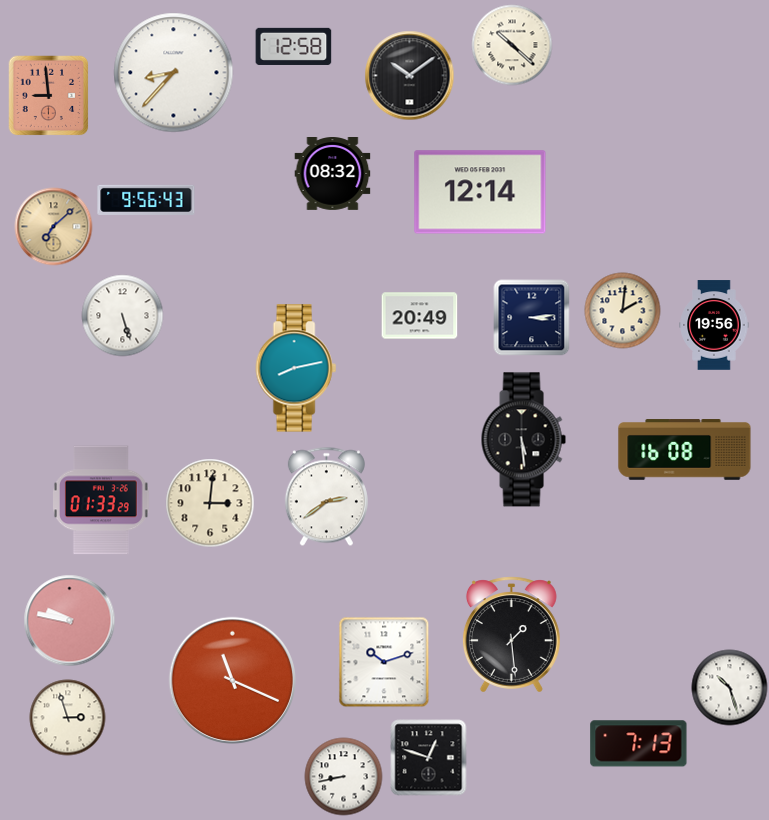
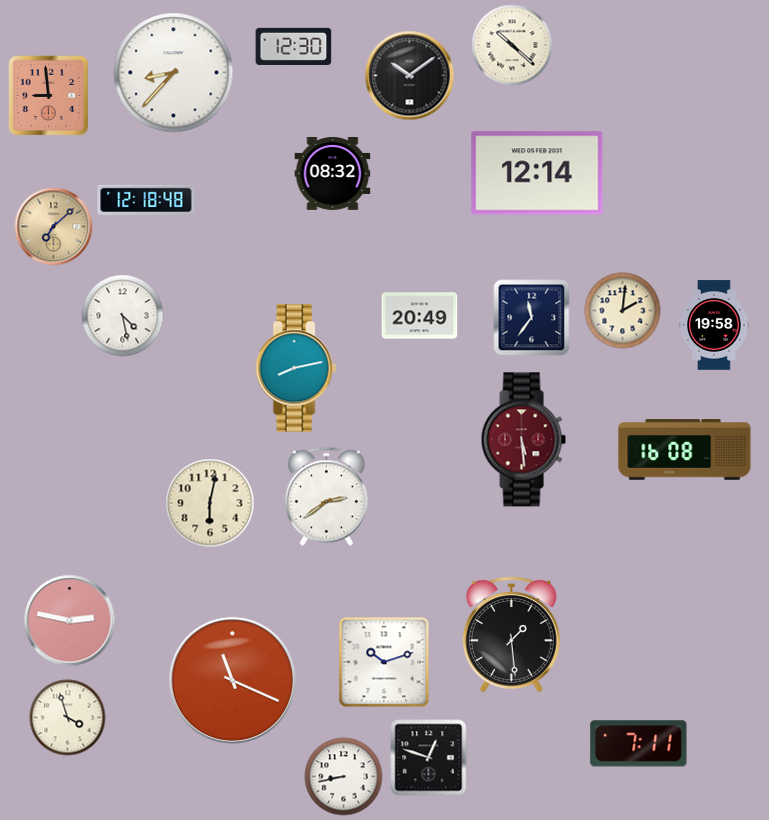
clock at (294, 46): 12:58 -> 12:30
clock at (480, 192) position: (480, 192) -> (537, 173)
clock at (146, 200): 9:56 -> 12:18
clock at (123, 316): 5:27 -> 4:28
clock at (532, 318): 3:14 -> 11:36
clock at (714, 325): 19:56 -> 19:58
clock at (523, 440) dial: black -> burgundy
clock at (101, 500): 01:33 -> none
clock at (210, 503): 3:01 -> 6:02
clock at (70, 621): 9:47 -> 2:47
clock at (730, 688): 10:27 -> none
clock at (68, 718): 2:57 -> 3:57
clock at (639, 744): 7:13 -> 7:11
